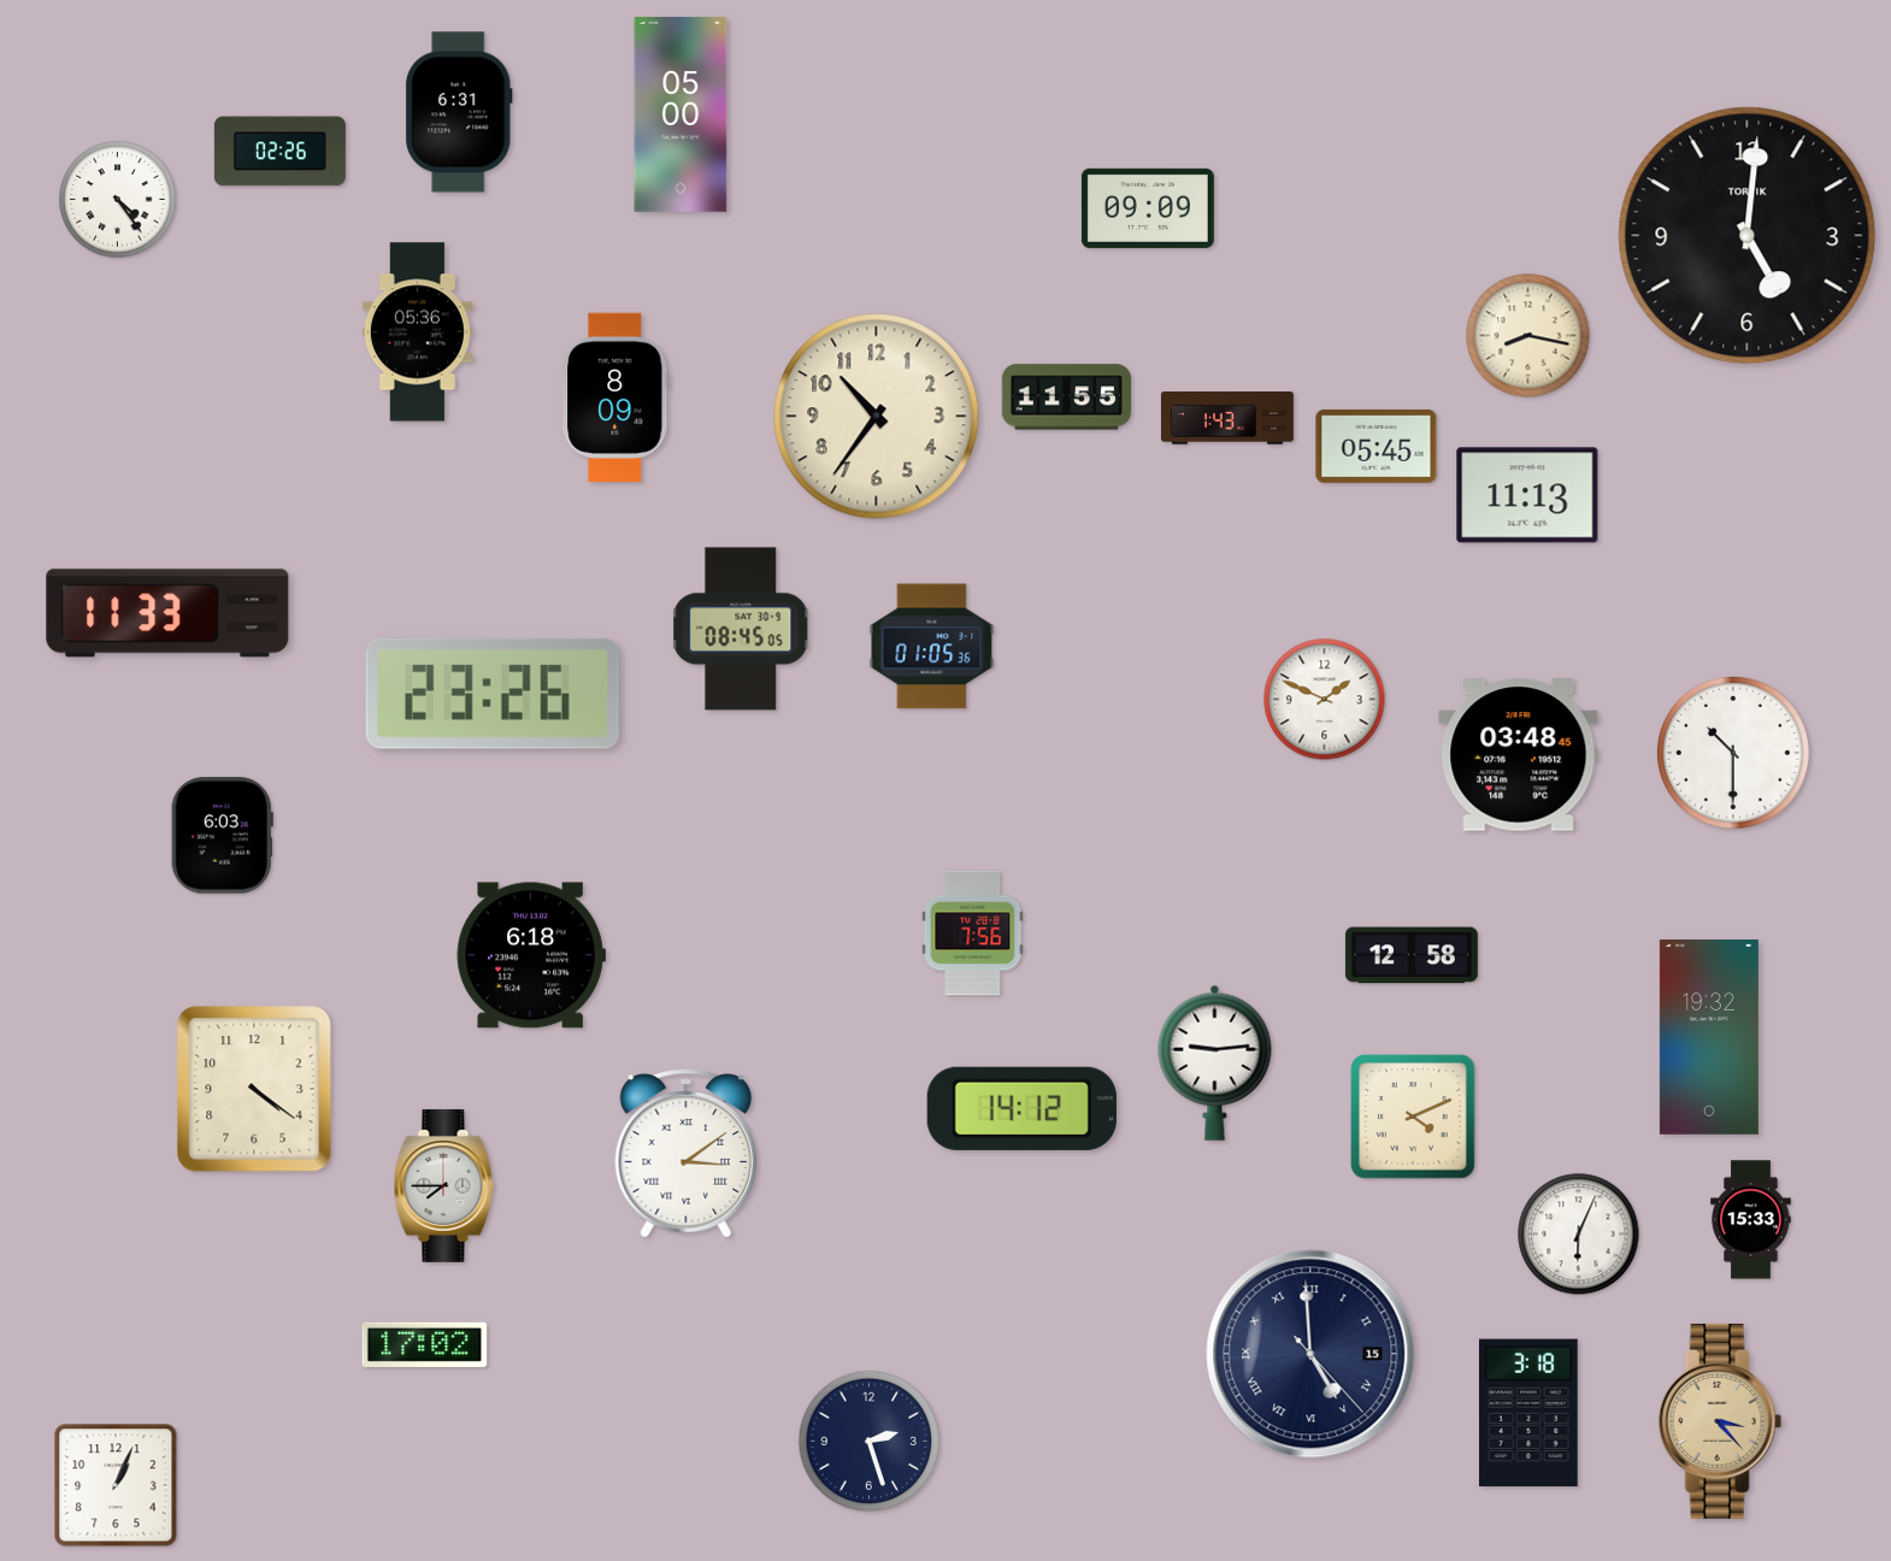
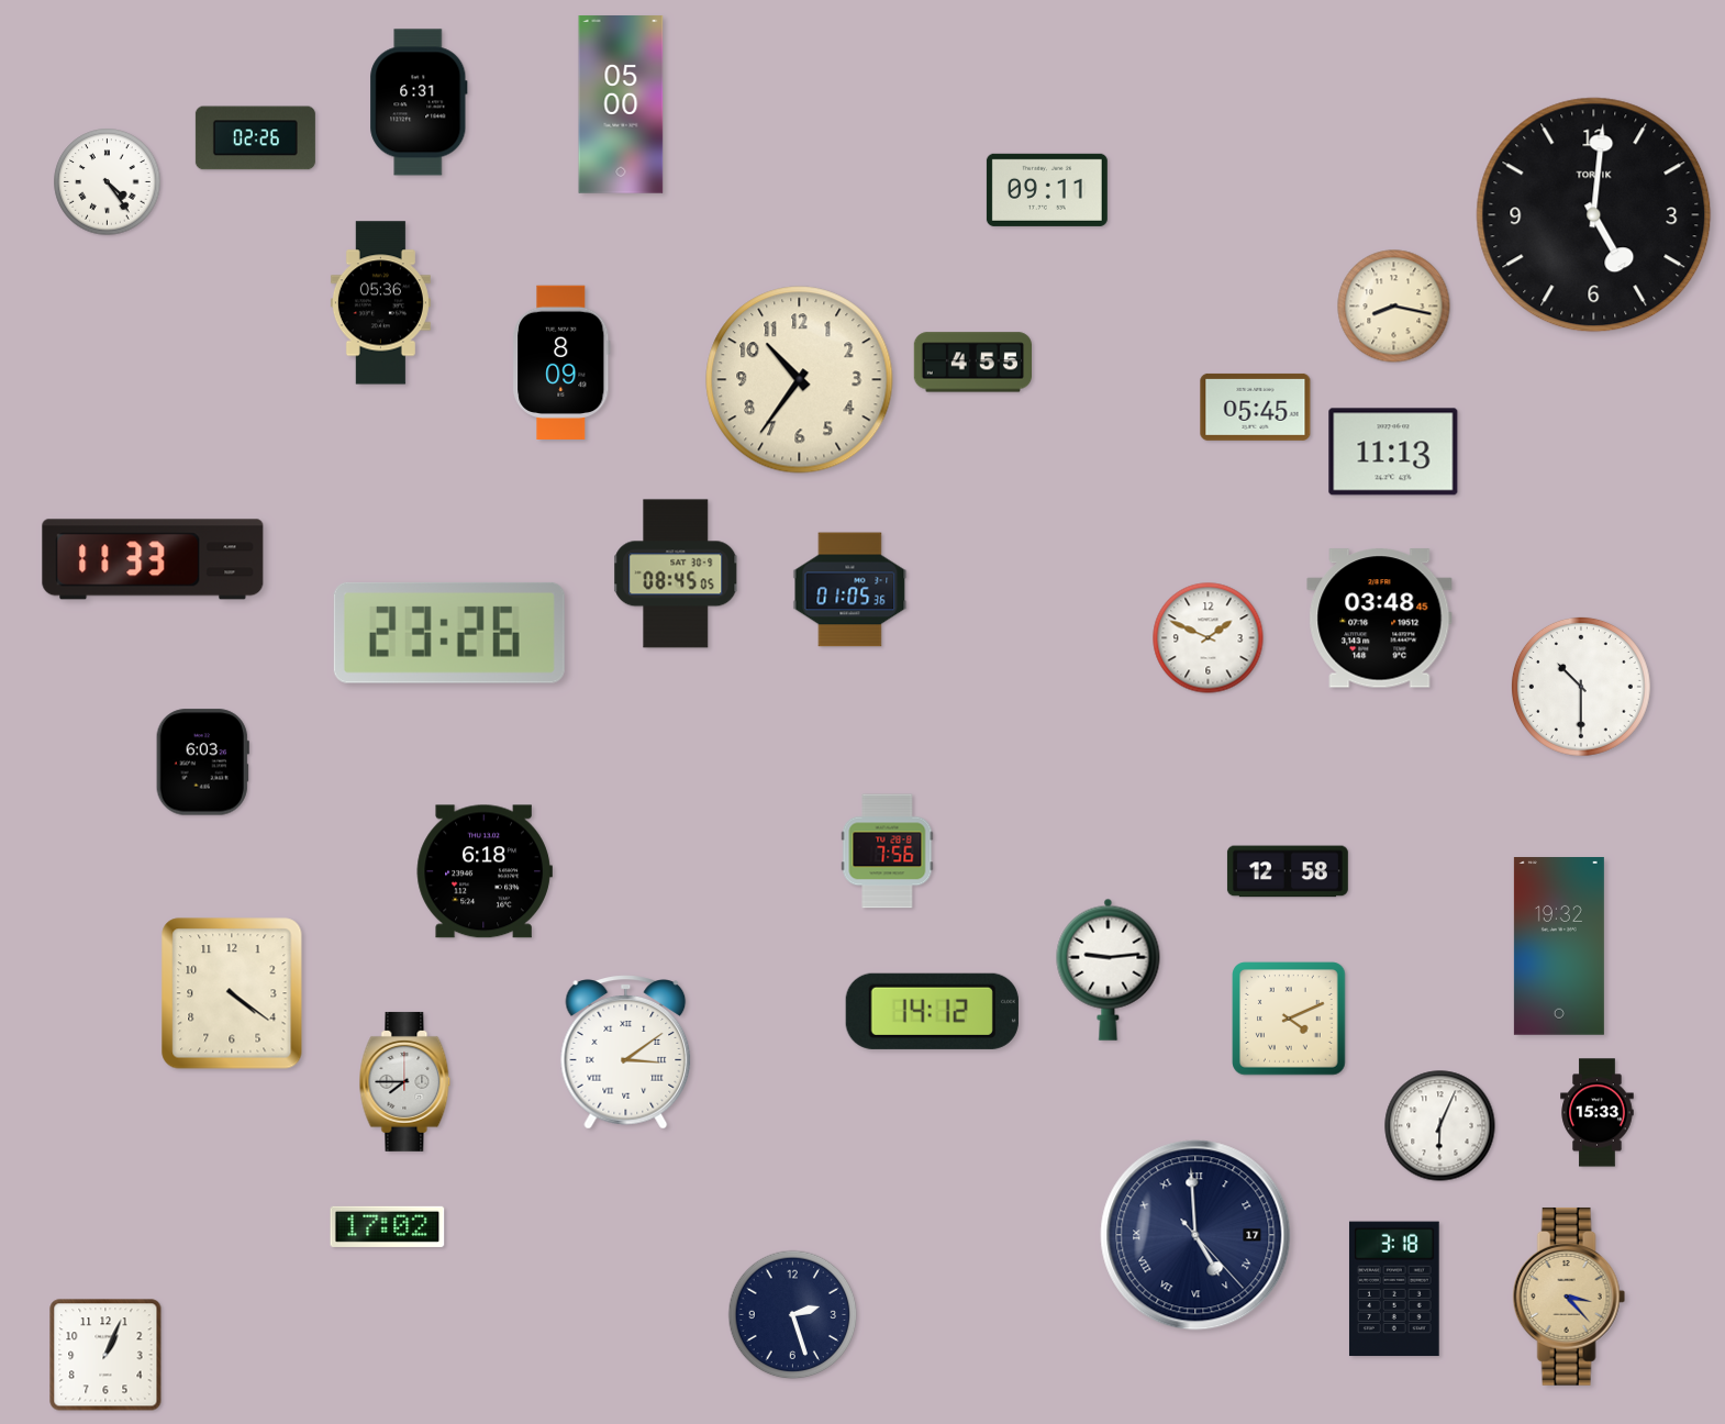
clock at (1148, 208): 09:09 -> 09:11
clock at (1066, 397): 11:55 -> 4:55
clock at (1227, 418): 1:43 -> none
clock at (1519, 755) position: (1519, 755) -> (1380, 619)
clock at (1310, 1354) date: 15 -> 17
